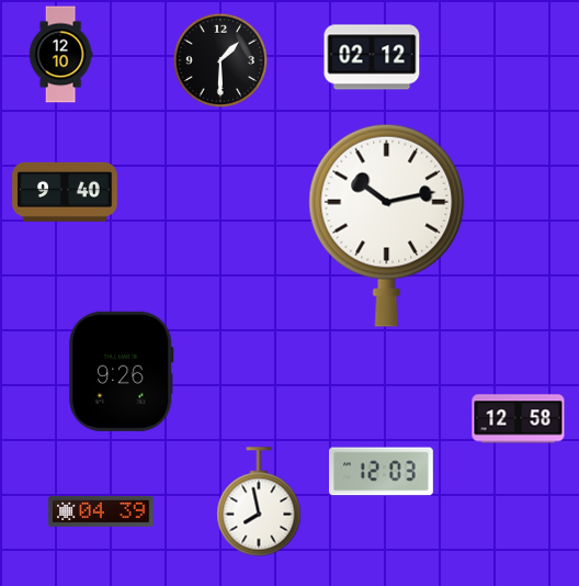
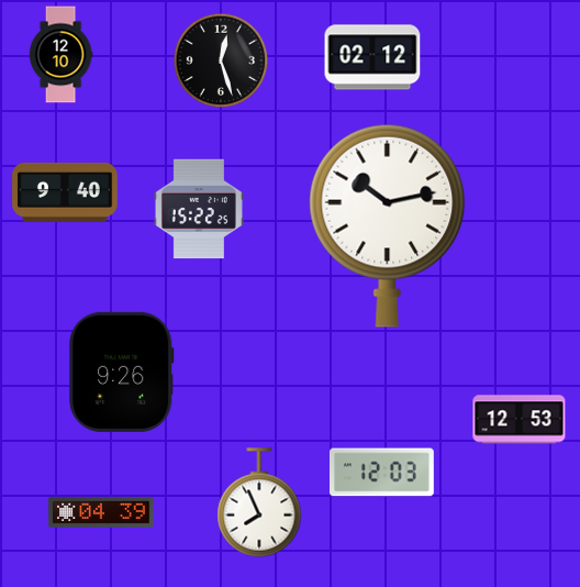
clock at (220, 60): 1:30 -> 12:27
clock at (199, 209): none -> 15:22
clock at (519, 419): 12:58 -> 12:53
clock at (259, 502): 7:58 -> 7:56
